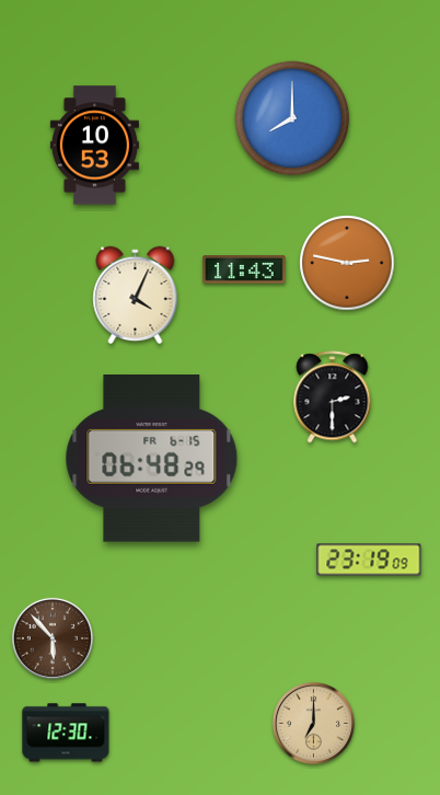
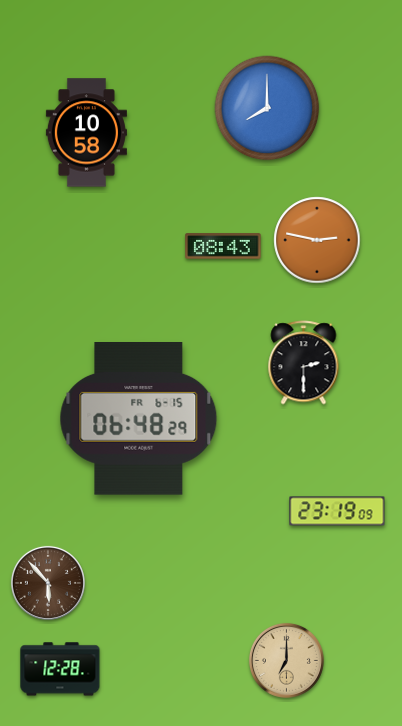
clock at (94, 146): 10:53 -> 10:58
clock at (244, 269): 11:43 -> 08:43
clock at (136, 296): 4:04 -> none
clock at (66, 733): 12:30 -> 12:28
